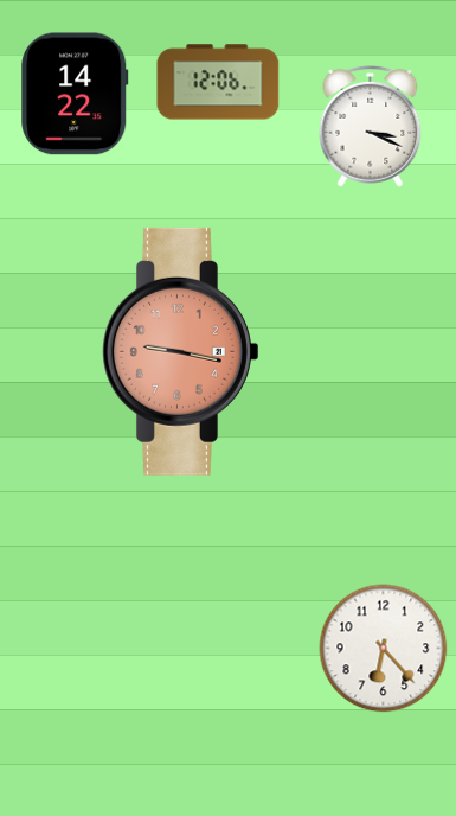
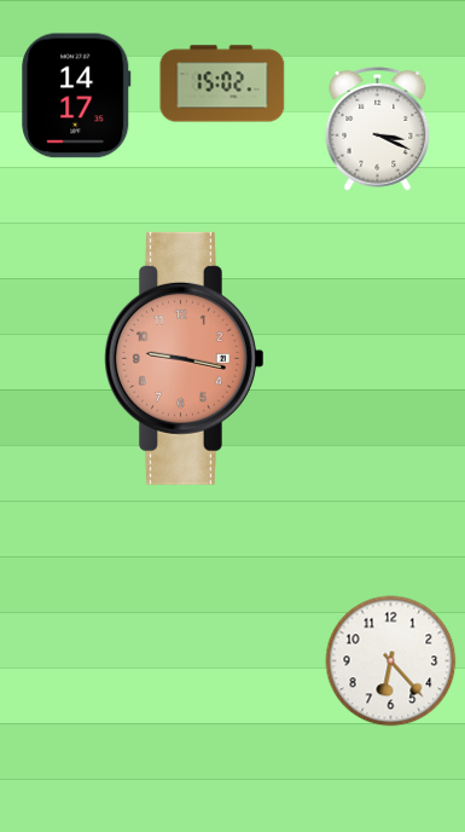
clock at (218, 82): 12:06 -> 15:02
clock at (75, 94): 14:22 -> 14:17
